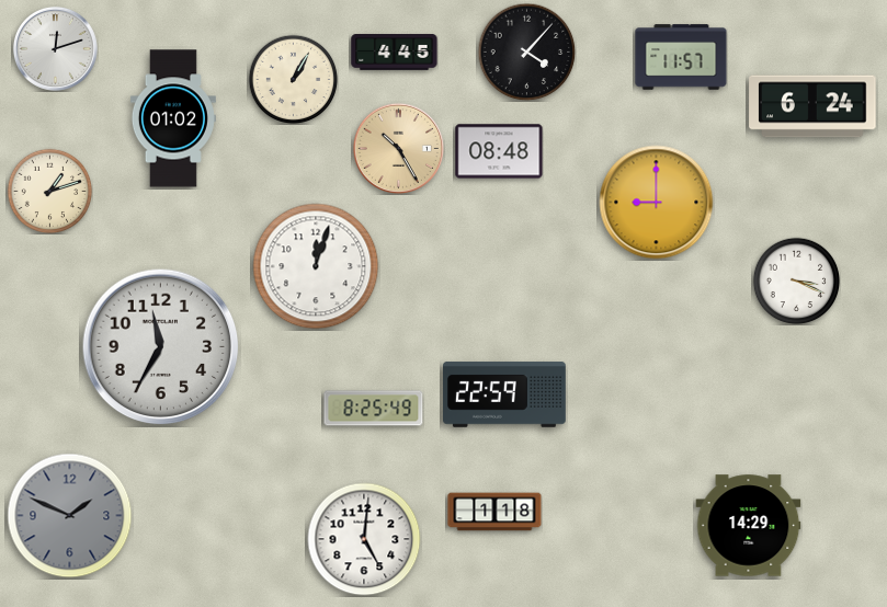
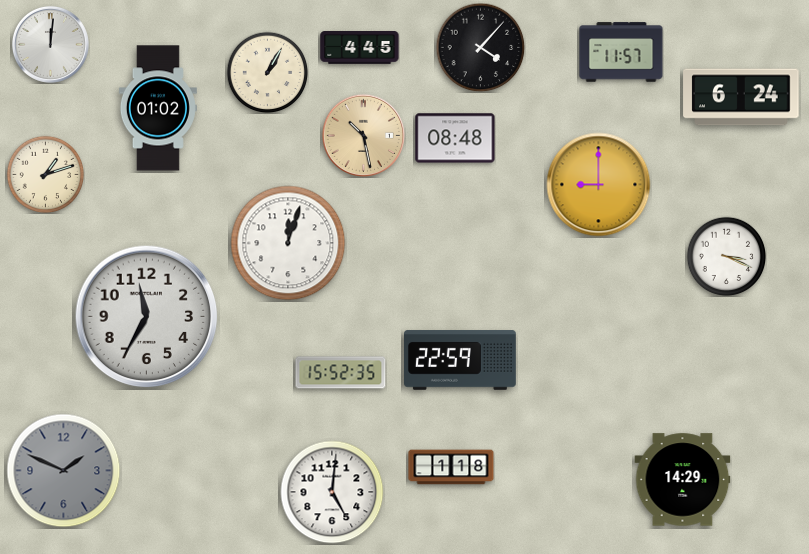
clock at (55, 48): 12:12 -> 12:01
clock at (398, 148): 10:25 -> 10:28
clock at (374, 409): 8:25 -> 15:52
